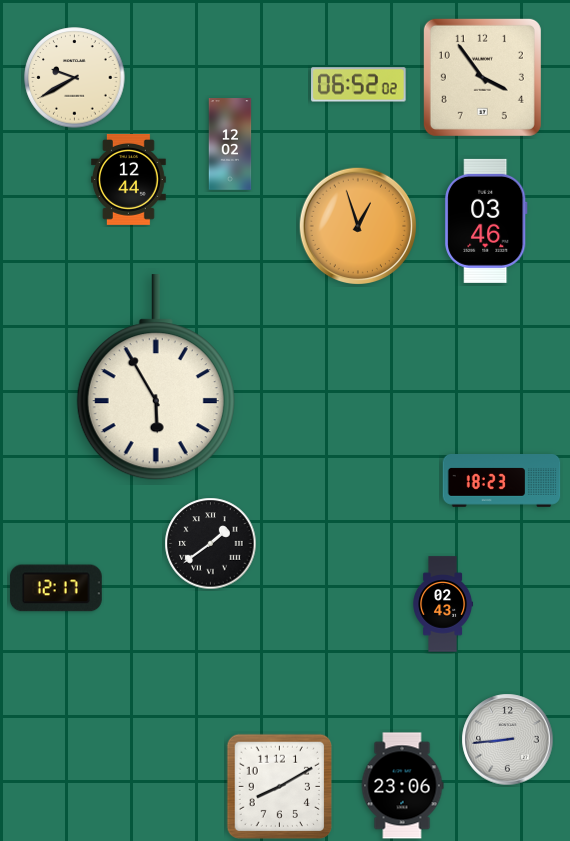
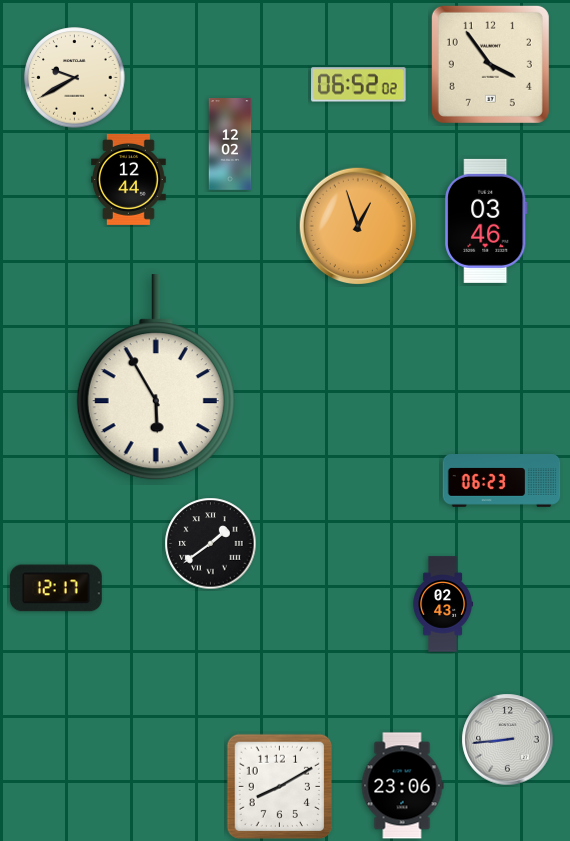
clock at (482, 77) position: (482, 77) -> (490, 64)
clock at (502, 481): 18:23 -> 06:23
